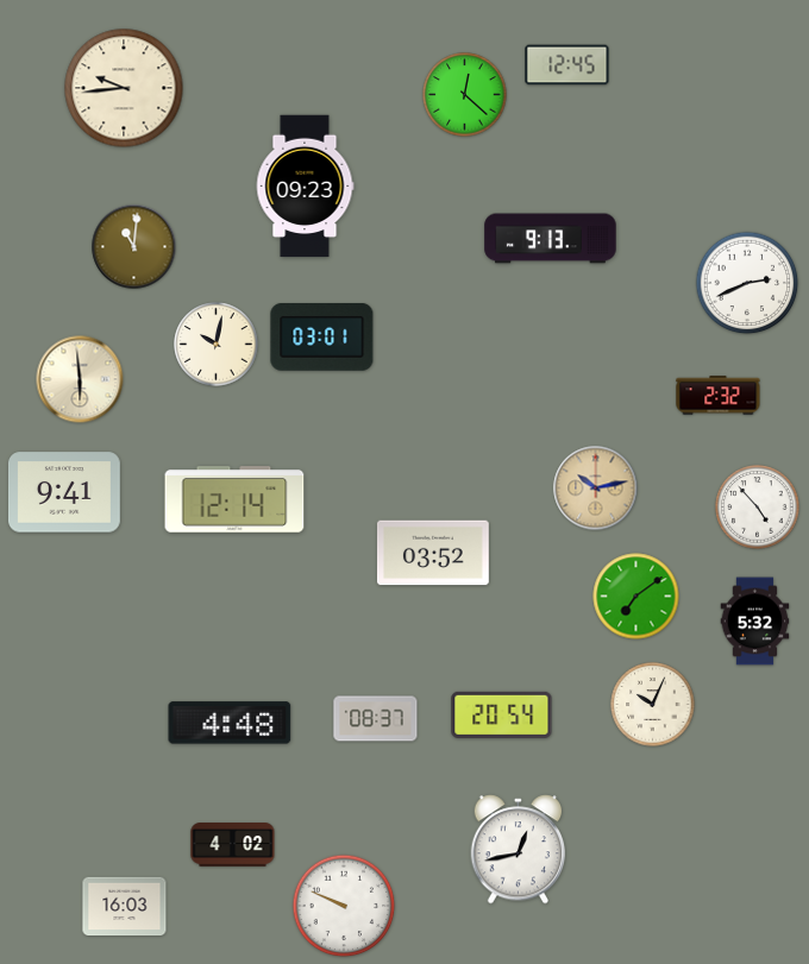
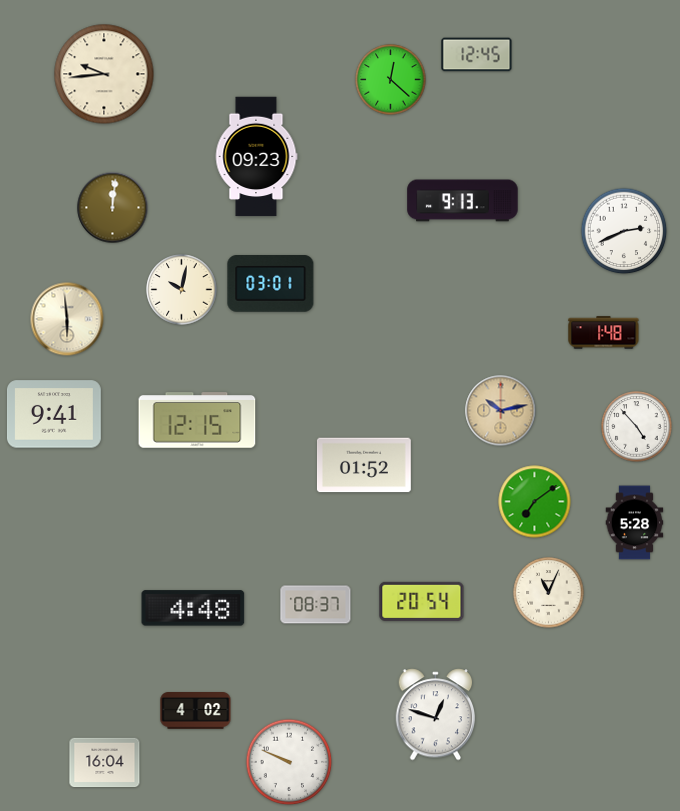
clock at (134, 247): 11:01 -> 12:01
clock at (747, 283) position: (747, 283) -> (624, 231)
clock at (719, 396): 2:32 -> 1:48
clock at (234, 499): 12:14 -> 12:15
clock at (433, 553): 03:52 -> 01:52
clock at (755, 622): 5:32 -> 5:28
clock at (653, 705): 10:04 -> 11:04
clock at (519, 850): 12:43 -> 12:48
clock at (125, 907): 16:03 -> 16:04
